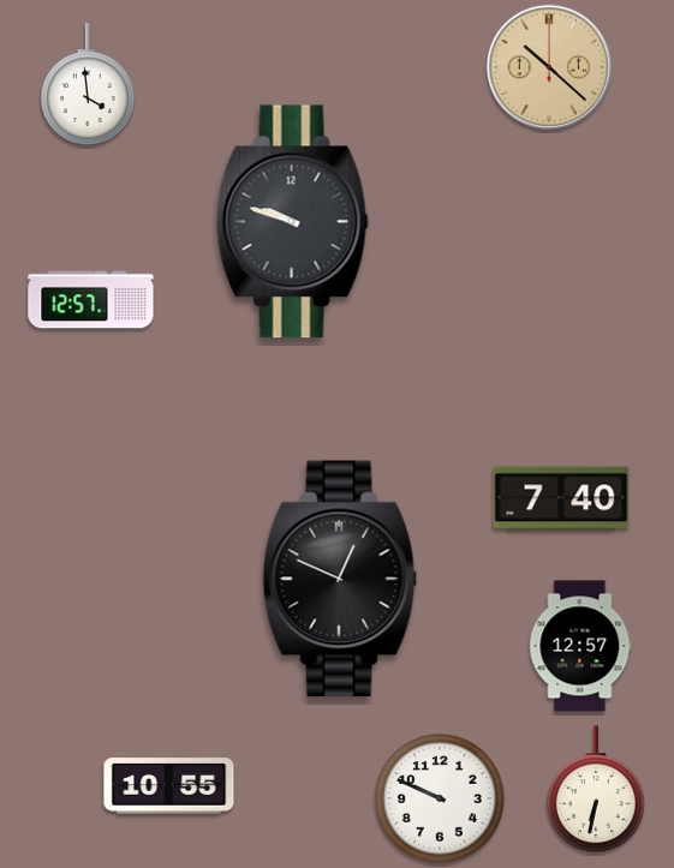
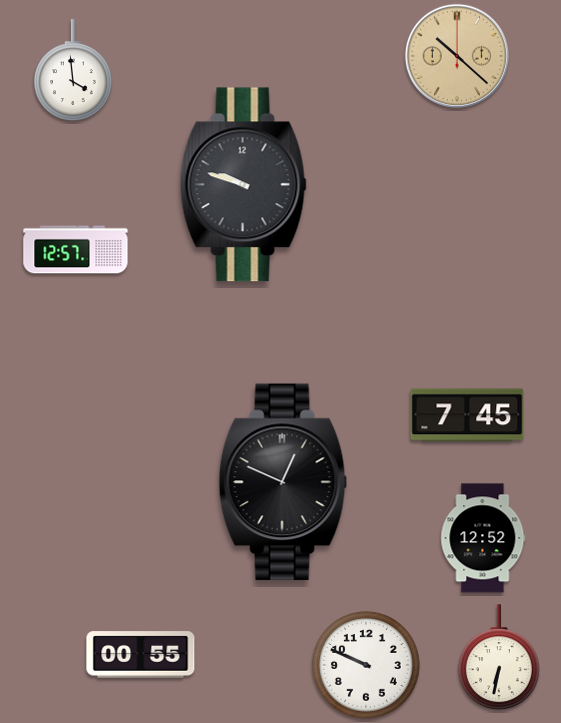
clock at (561, 498): 7:40 -> 7:45
clock at (580, 646): 12:57 -> 12:52
clock at (169, 786): 10:55 -> 00:55
clock at (596, 790) position: (596, 790) -> (499, 658)
